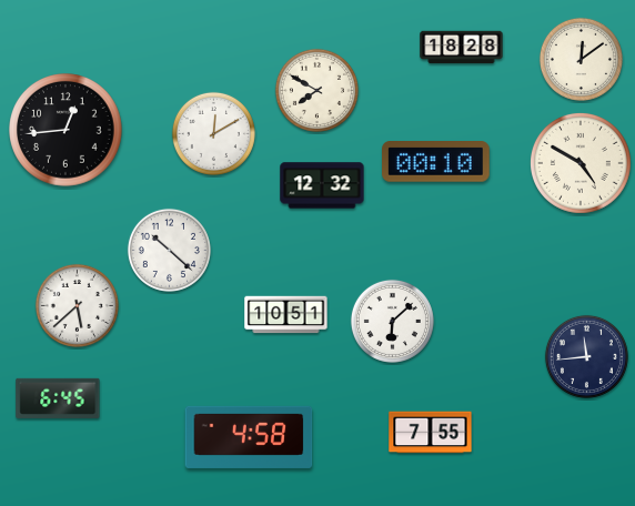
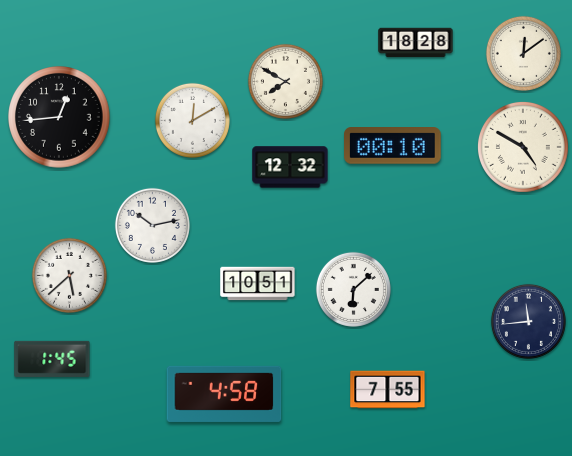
clock at (169, 250): 10:22 -> 10:13
clock at (58, 398): 6:45 -> 1:45
